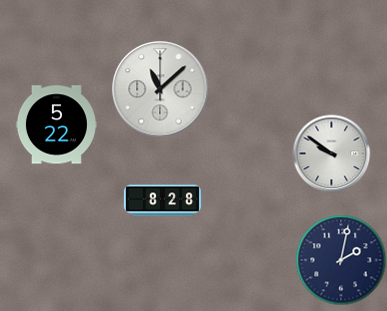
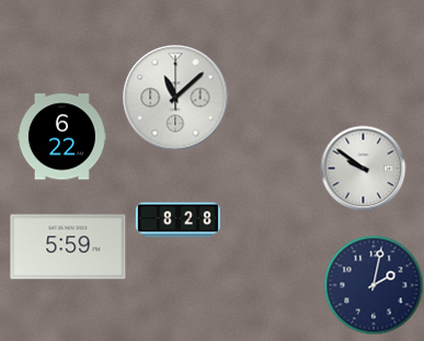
clock at (56, 125): 5:22 -> 6:22
clock at (68, 247): none -> 5:59
